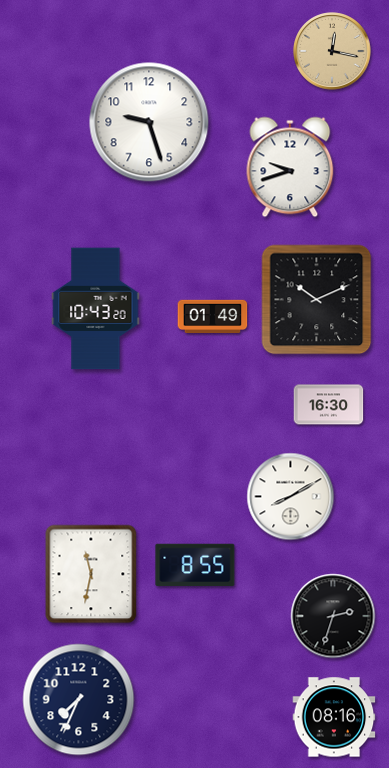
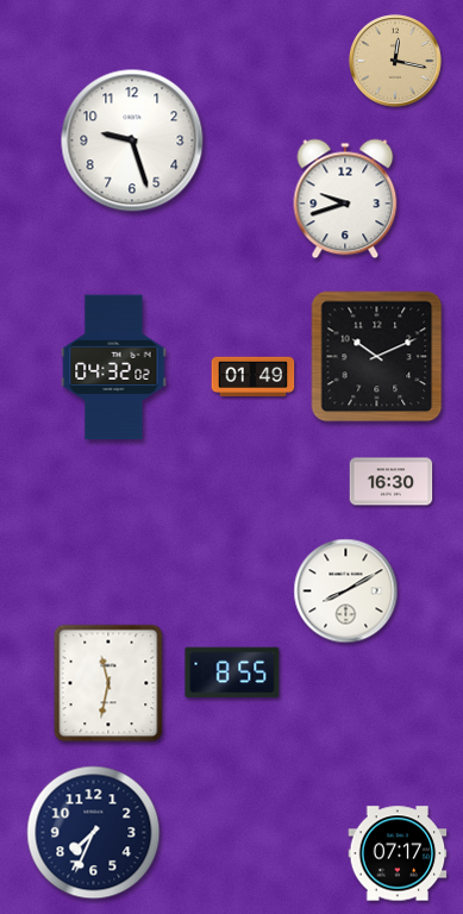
clock at (149, 122) position: (149, 122) -> (132, 140)
clock at (96, 309): 10:43 -> 04:32
clock at (333, 616): 2:33 -> none
clock at (334, 717): 08:16 -> 07:17
